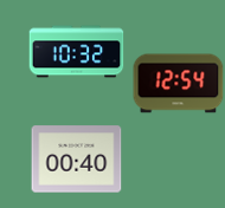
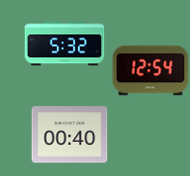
clock at (77, 52): 10:32 -> 5:32
clock at (77, 160) position: (77, 160) -> (70, 135)
